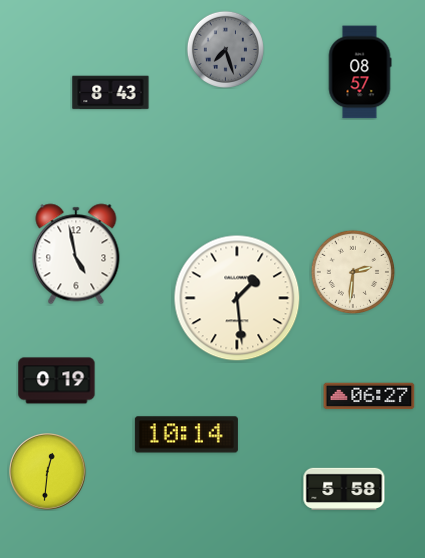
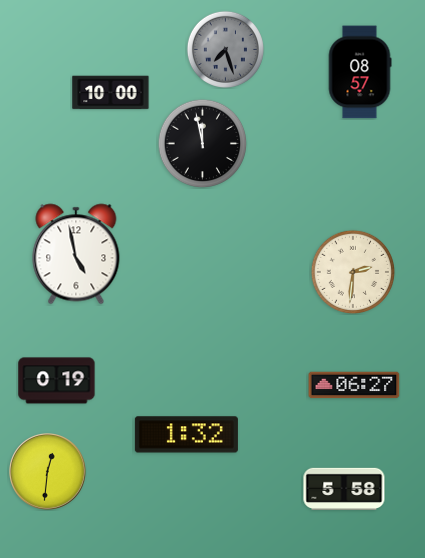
clock at (111, 93): 8:43 -> 10:00
clock at (202, 143): none -> 11:58
clock at (237, 298): 1:29 -> none
clock at (369, 396) position: (369, 396) -> (354, 385)
clock at (186, 435): 10:14 -> 1:32
